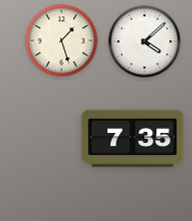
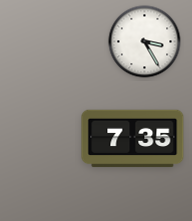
clock at (62, 41): 1:27 -> none
clock at (145, 42): 4:08 -> 3:25
